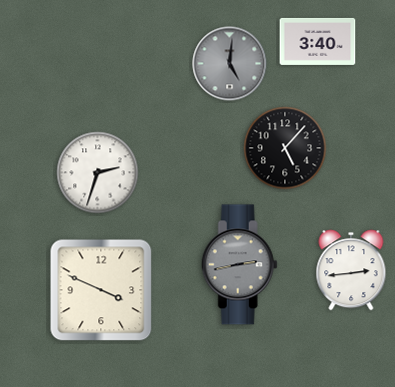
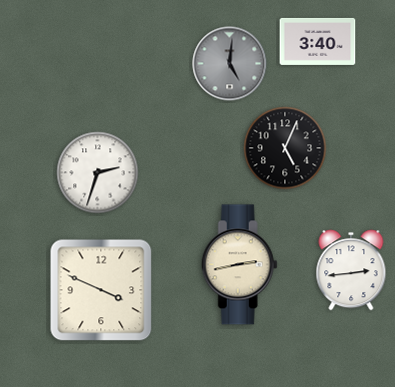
clock at (285, 148): 5:07 -> 5:04
clock at (239, 265) dial: grey -> cream
